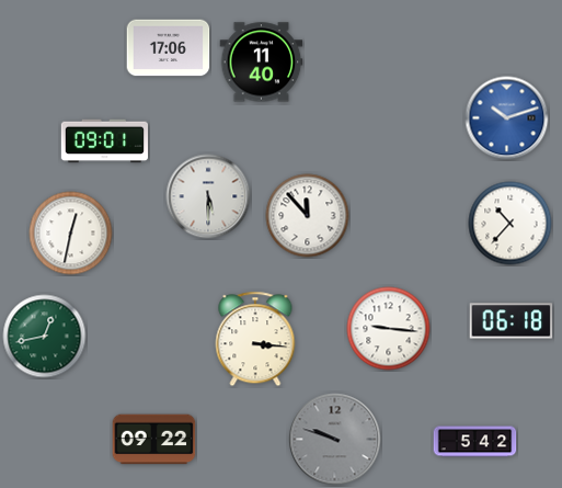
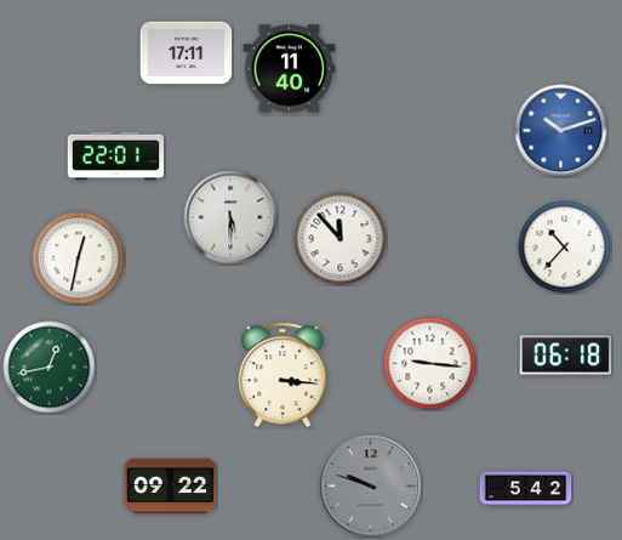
clock at (169, 48): 17:06 -> 17:11
clock at (104, 141): 09:01 -> 22:01
clock at (45, 337) position: (45, 337) -> (50, 368)
